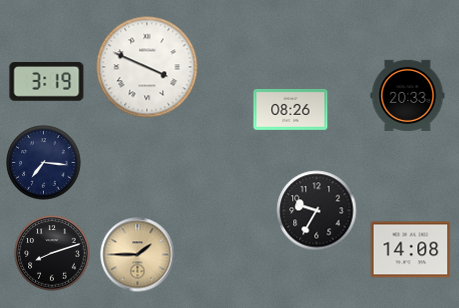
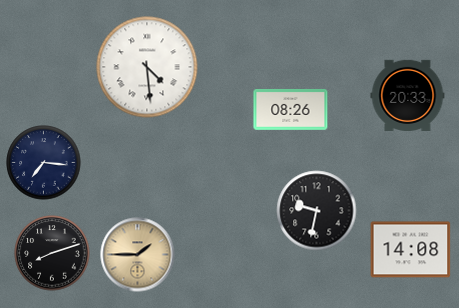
clock at (147, 67): 3:49 -> 4:29
clock at (47, 82): 3:19 -> none
clock at (317, 211): 9:35 -> 9:32
